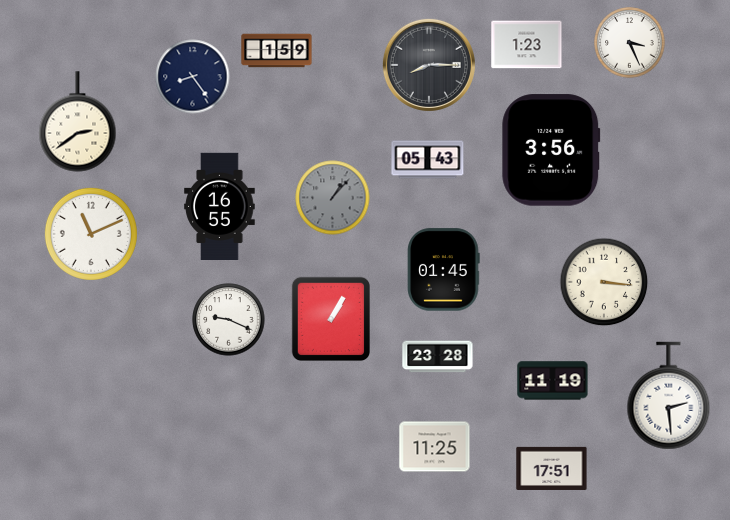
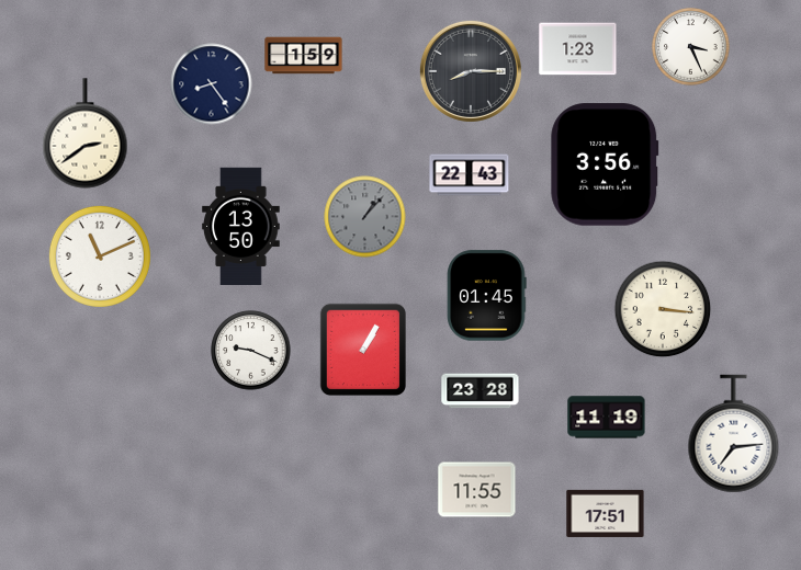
clock at (428, 160): 05:43 -> 22:43
clock at (220, 206): 16:55 -> 13:50
clock at (669, 396): 2:29 -> 7:14
clock at (435, 447): 11:25 -> 11:55
